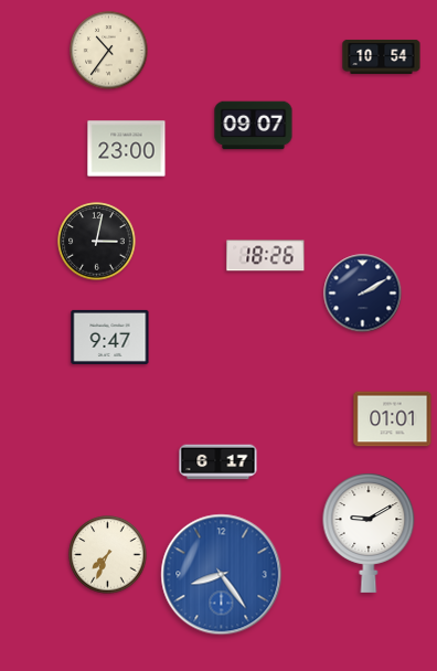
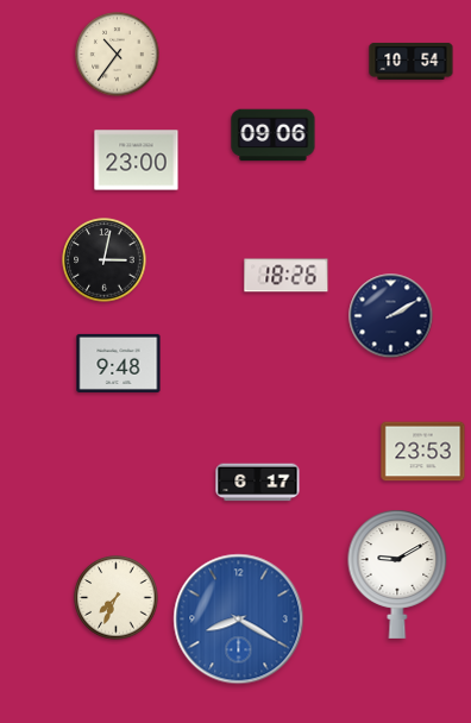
clock at (254, 126): 09:07 -> 09:06
clock at (110, 337): 9:47 -> 9:48
clock at (393, 419): 01:01 -> 23:53
clock at (218, 462) position: (218, 462) -> (258, 483)
clock at (222, 575): 8:24 -> 8:20
